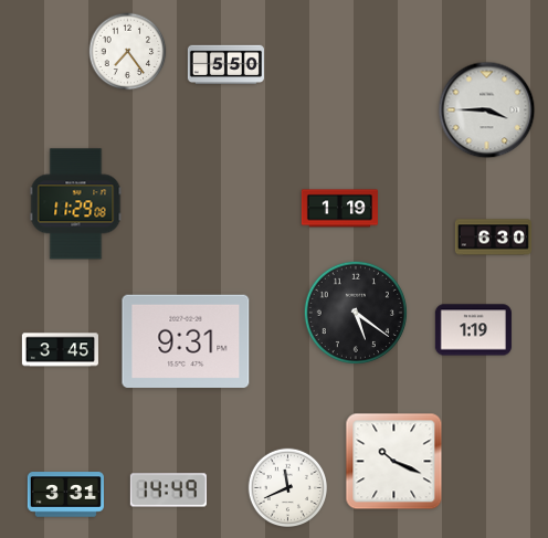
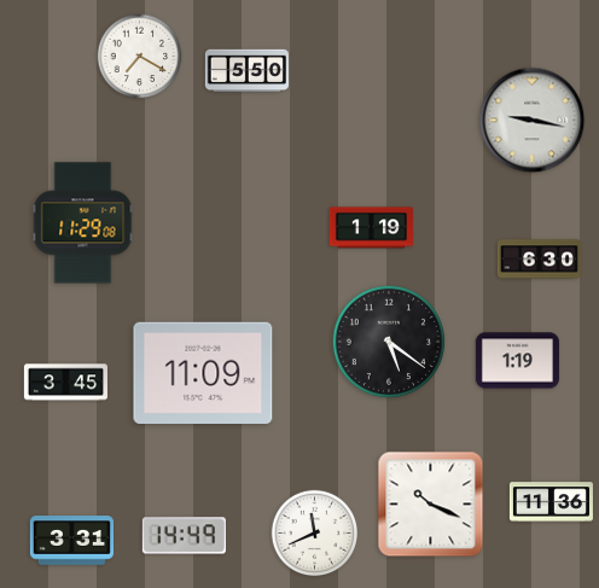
clock at (128, 52): 7:24 -> 7:20
clock at (487, 110): 3:45 -> 9:17
clock at (186, 340): 9:31 -> 11:09
clock at (551, 502): none -> 11:36
